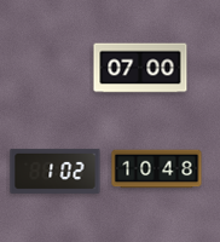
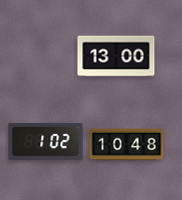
clock at (140, 68): 07:00 -> 13:00
clock at (157, 169) position: (157, 169) -> (127, 145)
